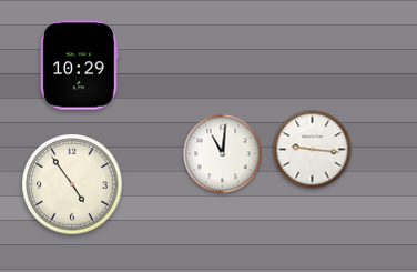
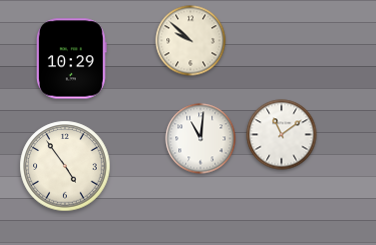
clock at (191, 41): none -> 9:52
clock at (313, 150): 9:16 -> 11:09
